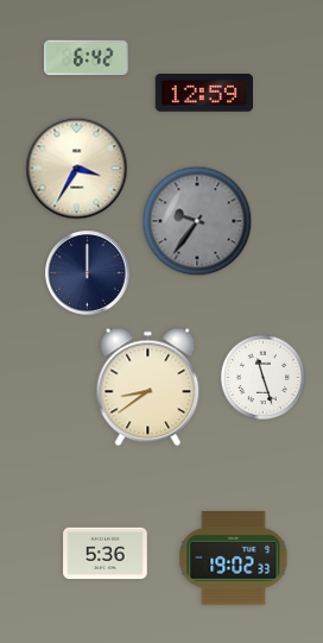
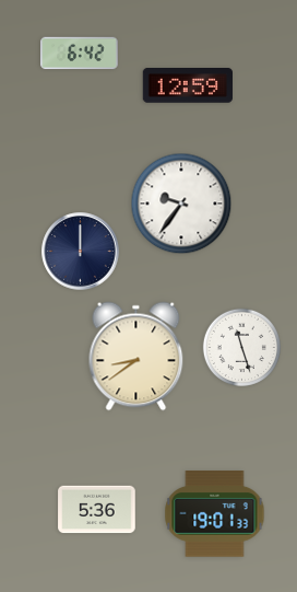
clock at (77, 169): 3:35 -> none
clock at (197, 221) dial: grey -> white
clock at (234, 559): 19:02 -> 19:01
